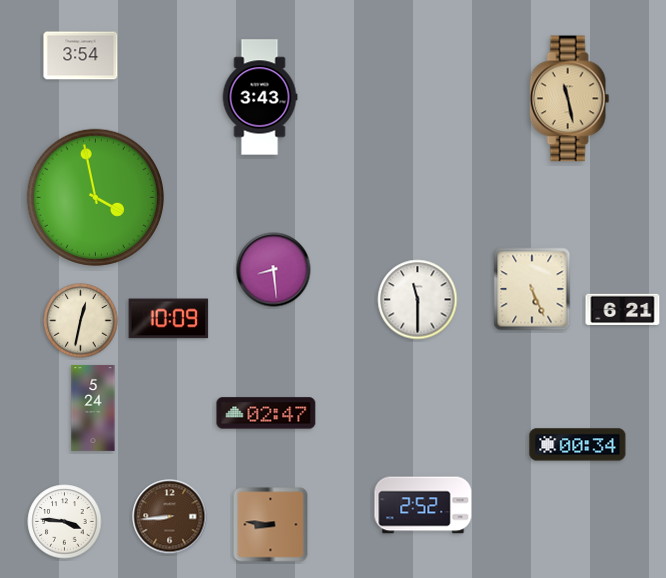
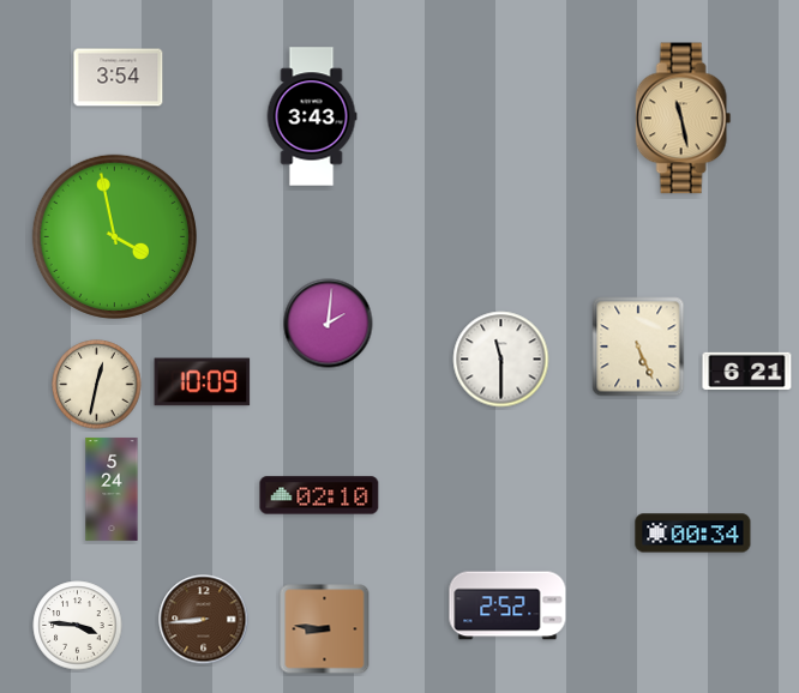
clock at (81, 56) position: (81, 56) -> (119, 78)
clock at (274, 270): 8:29 -> 2:01
clock at (266, 413): 02:47 -> 02:10
